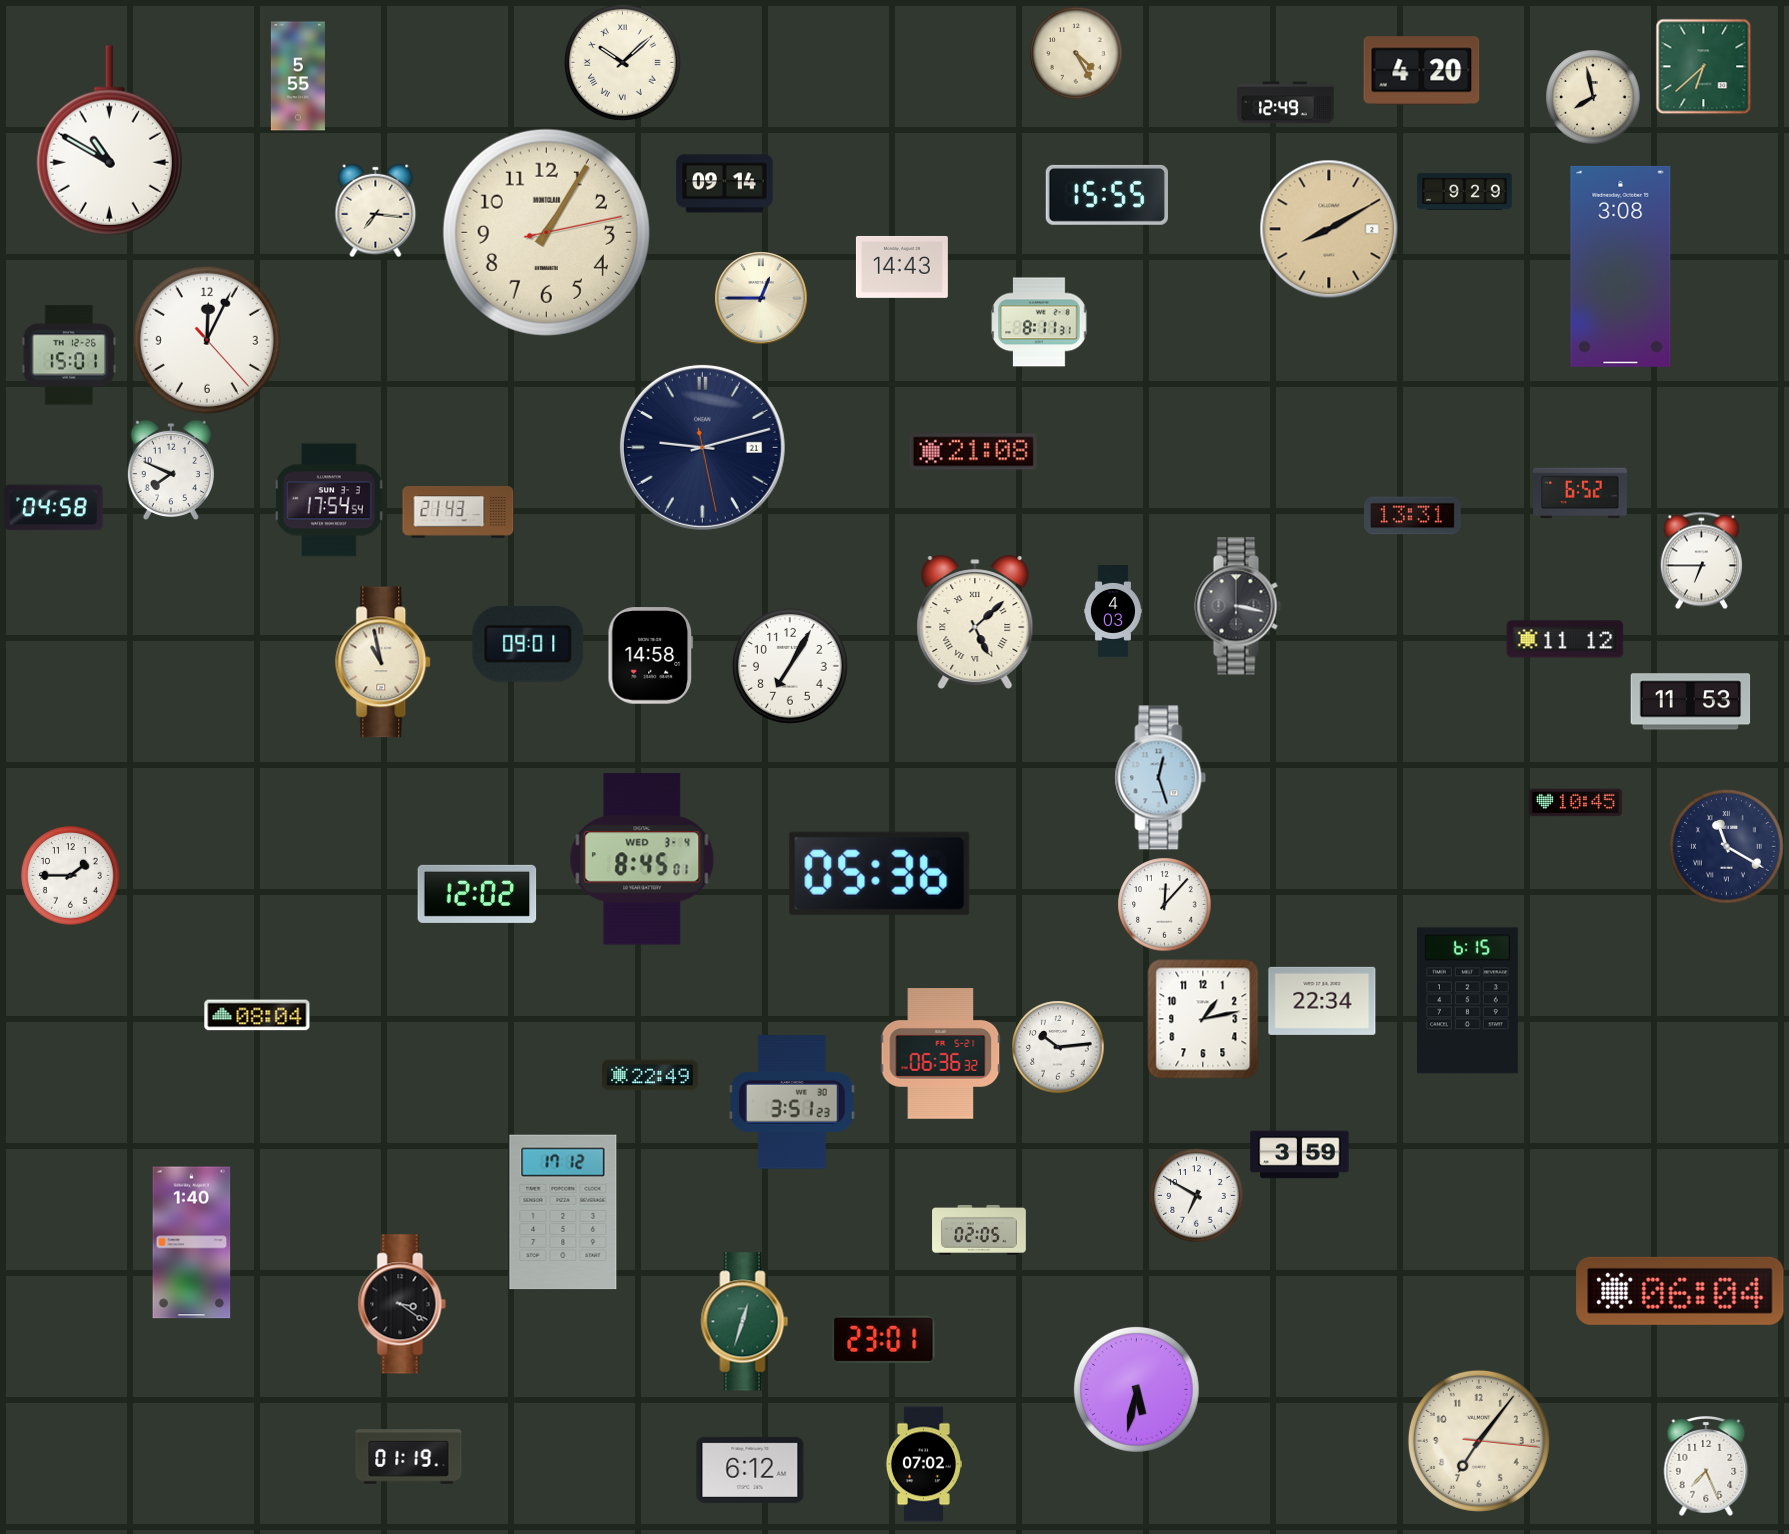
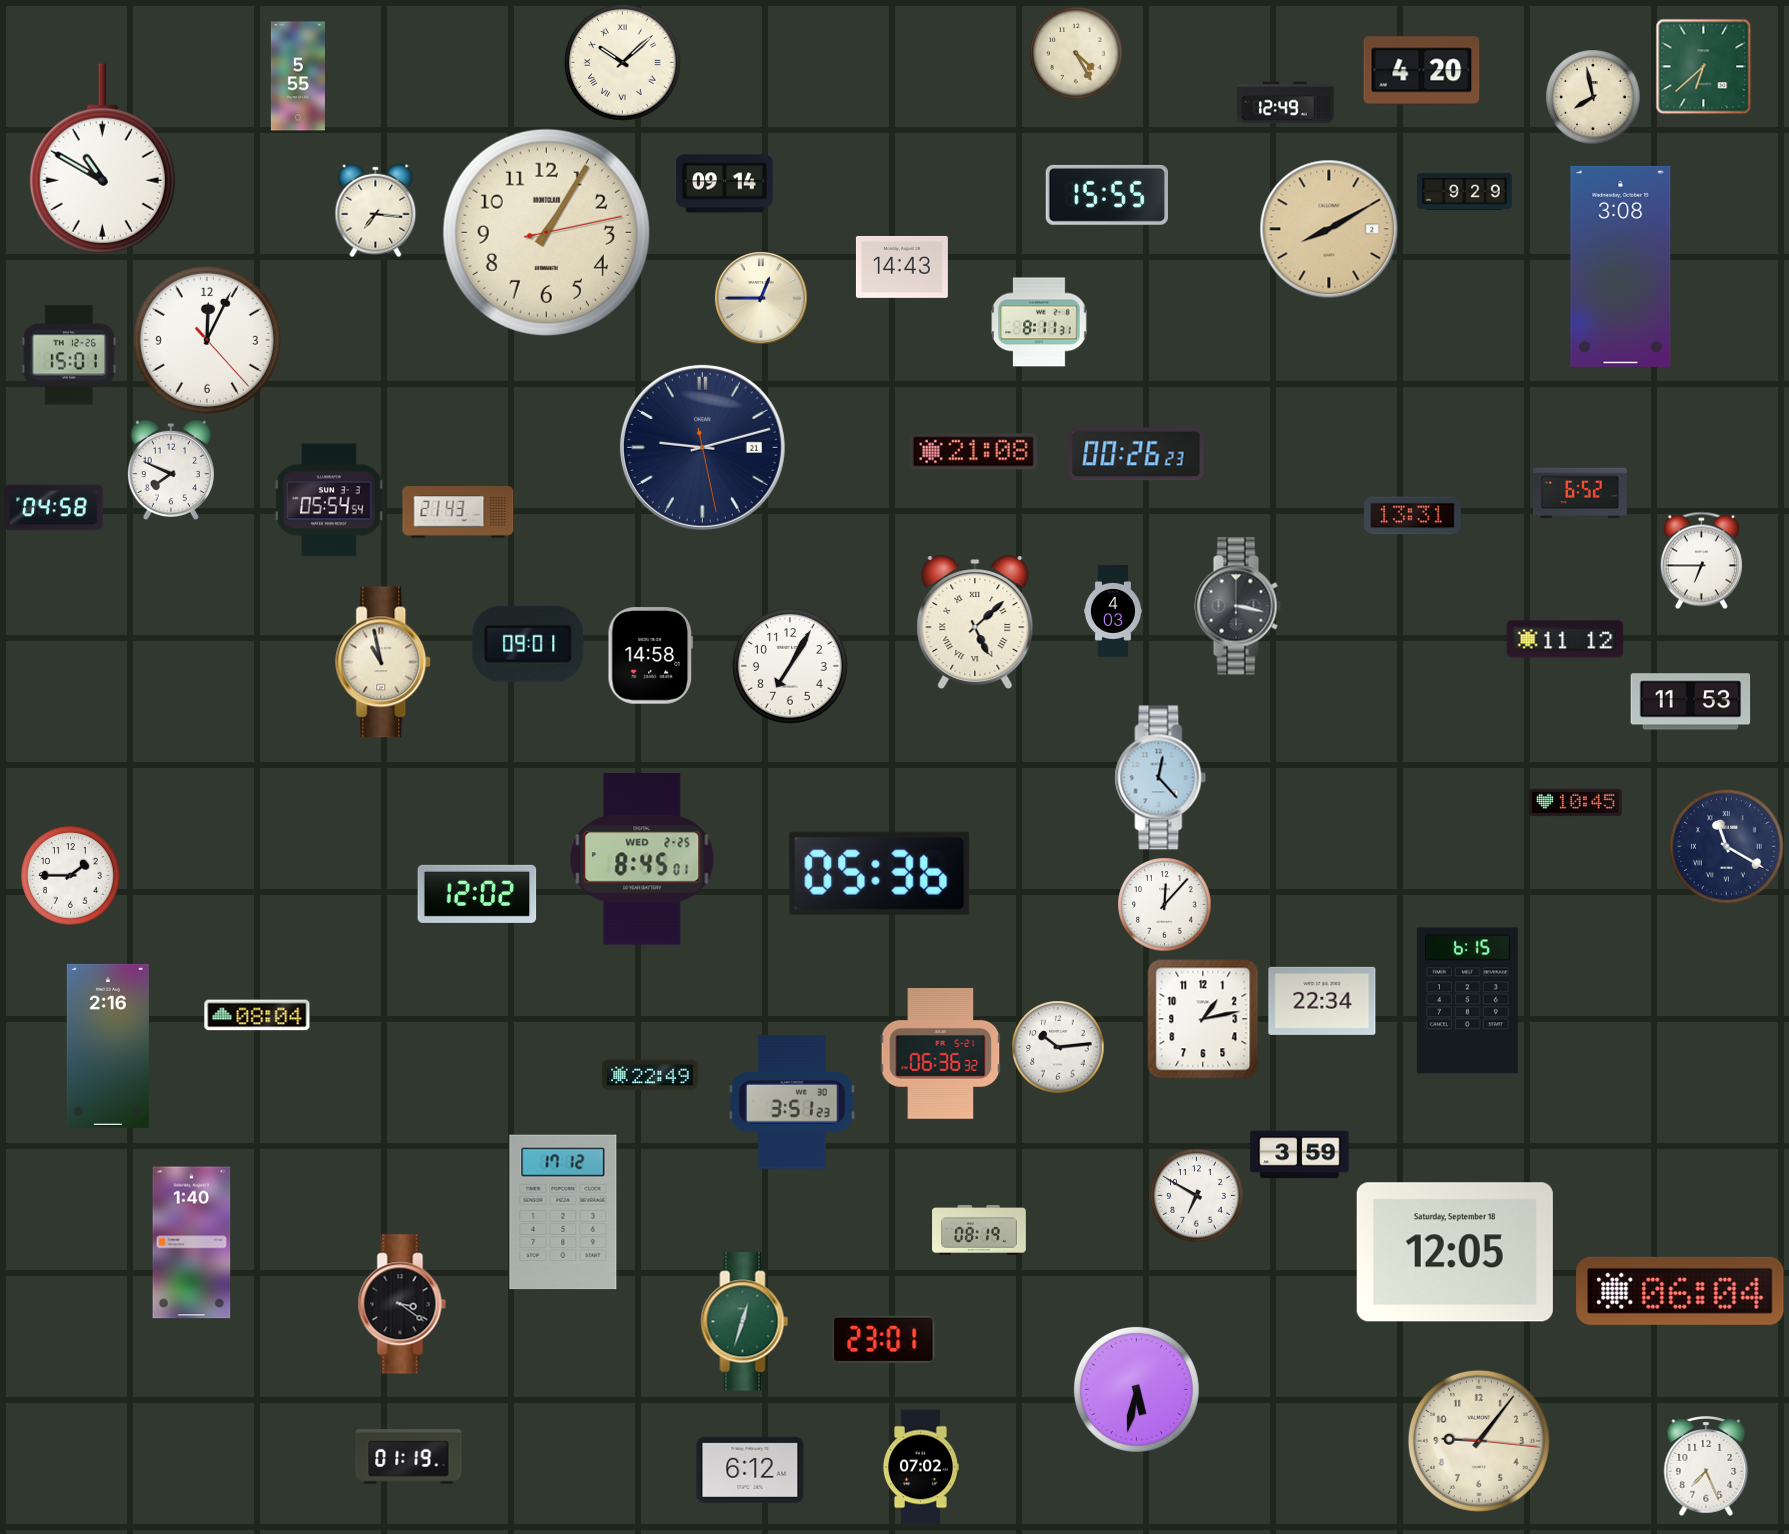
clock at (109, 141) position: (109, 141) -> (102, 159)
clock at (1136, 454): none -> 00:26
clock at (329, 500): 17:54 -> 05:54
clock at (1161, 778): 12:27 -> 12:23
clock at (642, 859) date: WED 3-4 -> WED 2-25
clock at (108, 1046): none -> 2:16
clock at (979, 1230): 02:05 -> 08:19
clock at (1455, 1252): none -> 12:05
clock at (1479, 1441): 7:06 -> 9:06
clock at (923, 1464) position: (923, 1464) -> (920, 1467)
